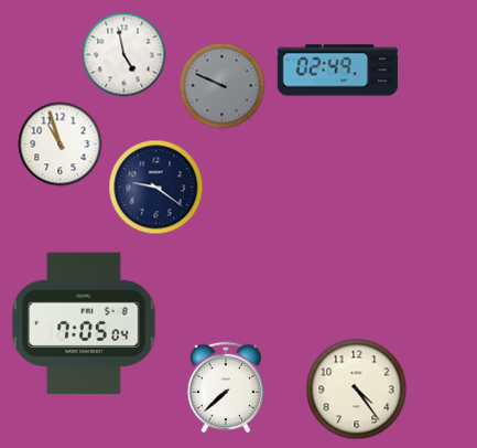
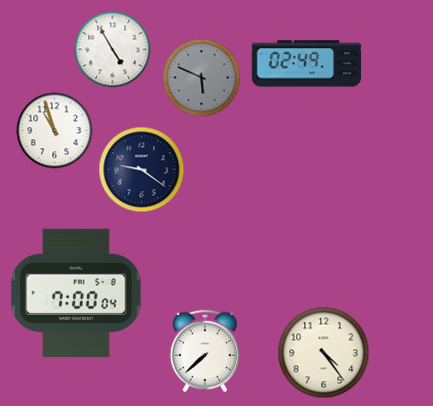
clock at (124, 55): 4:58 -> 4:55
clock at (223, 86): 9:49 -> 5:49
clock at (84, 323): 7:05 -> 7:00
